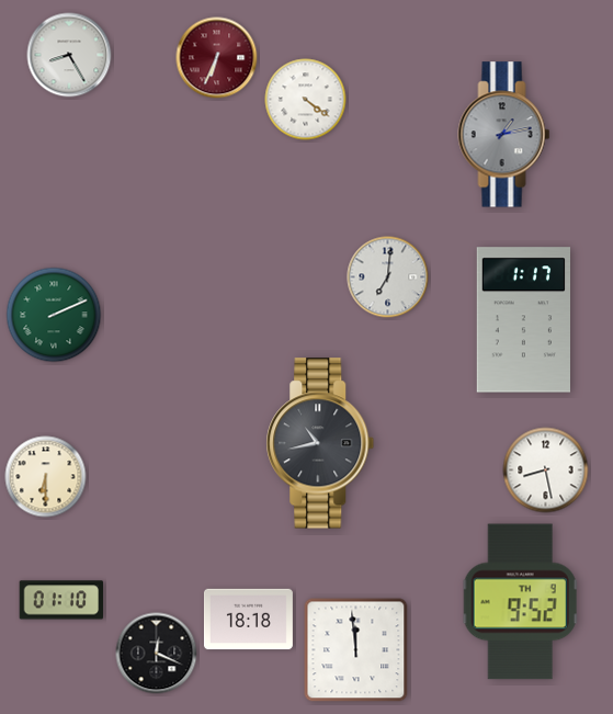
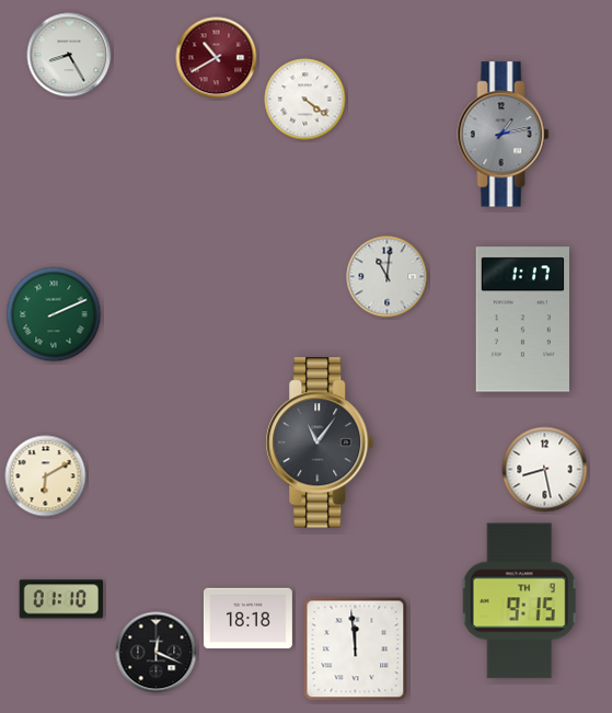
clock at (217, 58): 6:34 -> 10:40
clock at (388, 277): 7:01 -> 11:01
clock at (320, 443): 10:43 -> 11:06
clock at (46, 477): 6:30 -> 6:10
clock at (521, 602): 9:52 -> 9:15
